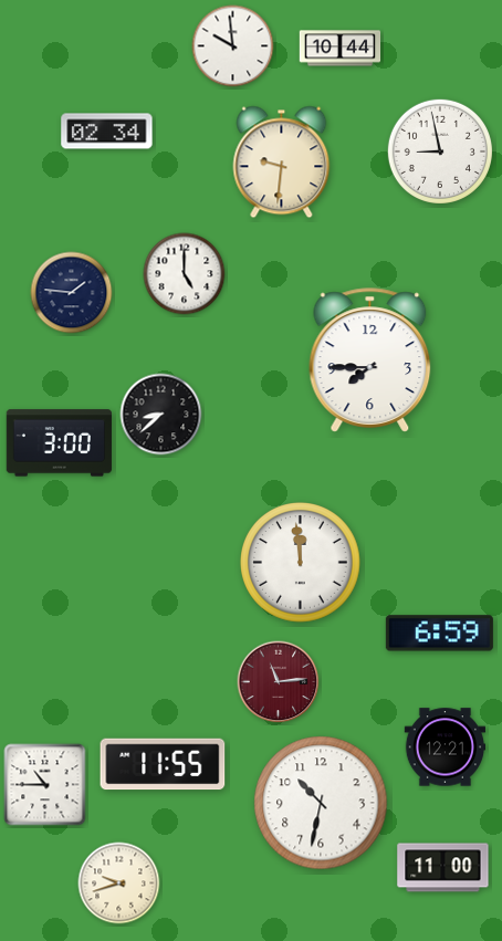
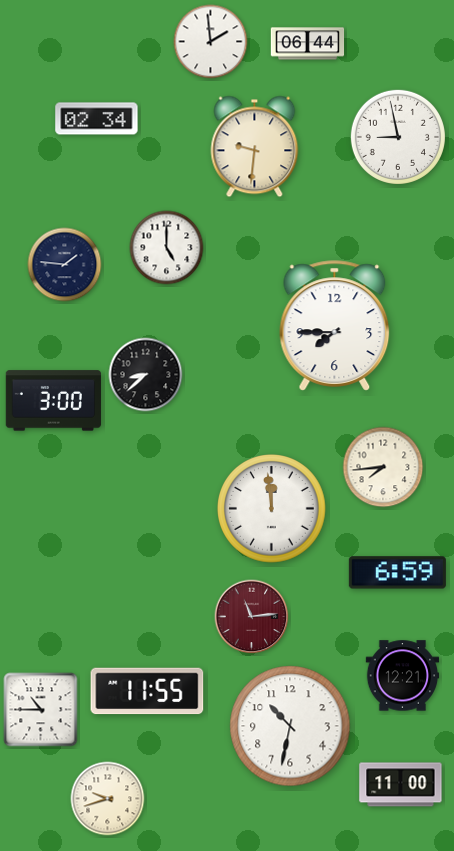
clock at (233, 46): 9:59 -> 1:59
clock at (341, 49): 10:44 -> 06:44
clock at (383, 467): none -> 7:44
